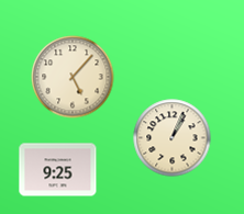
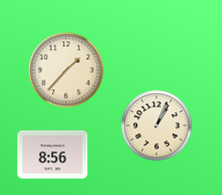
clock at (73, 77): 5:07 -> 1:37
clock at (58, 170): 9:25 -> 8:56
